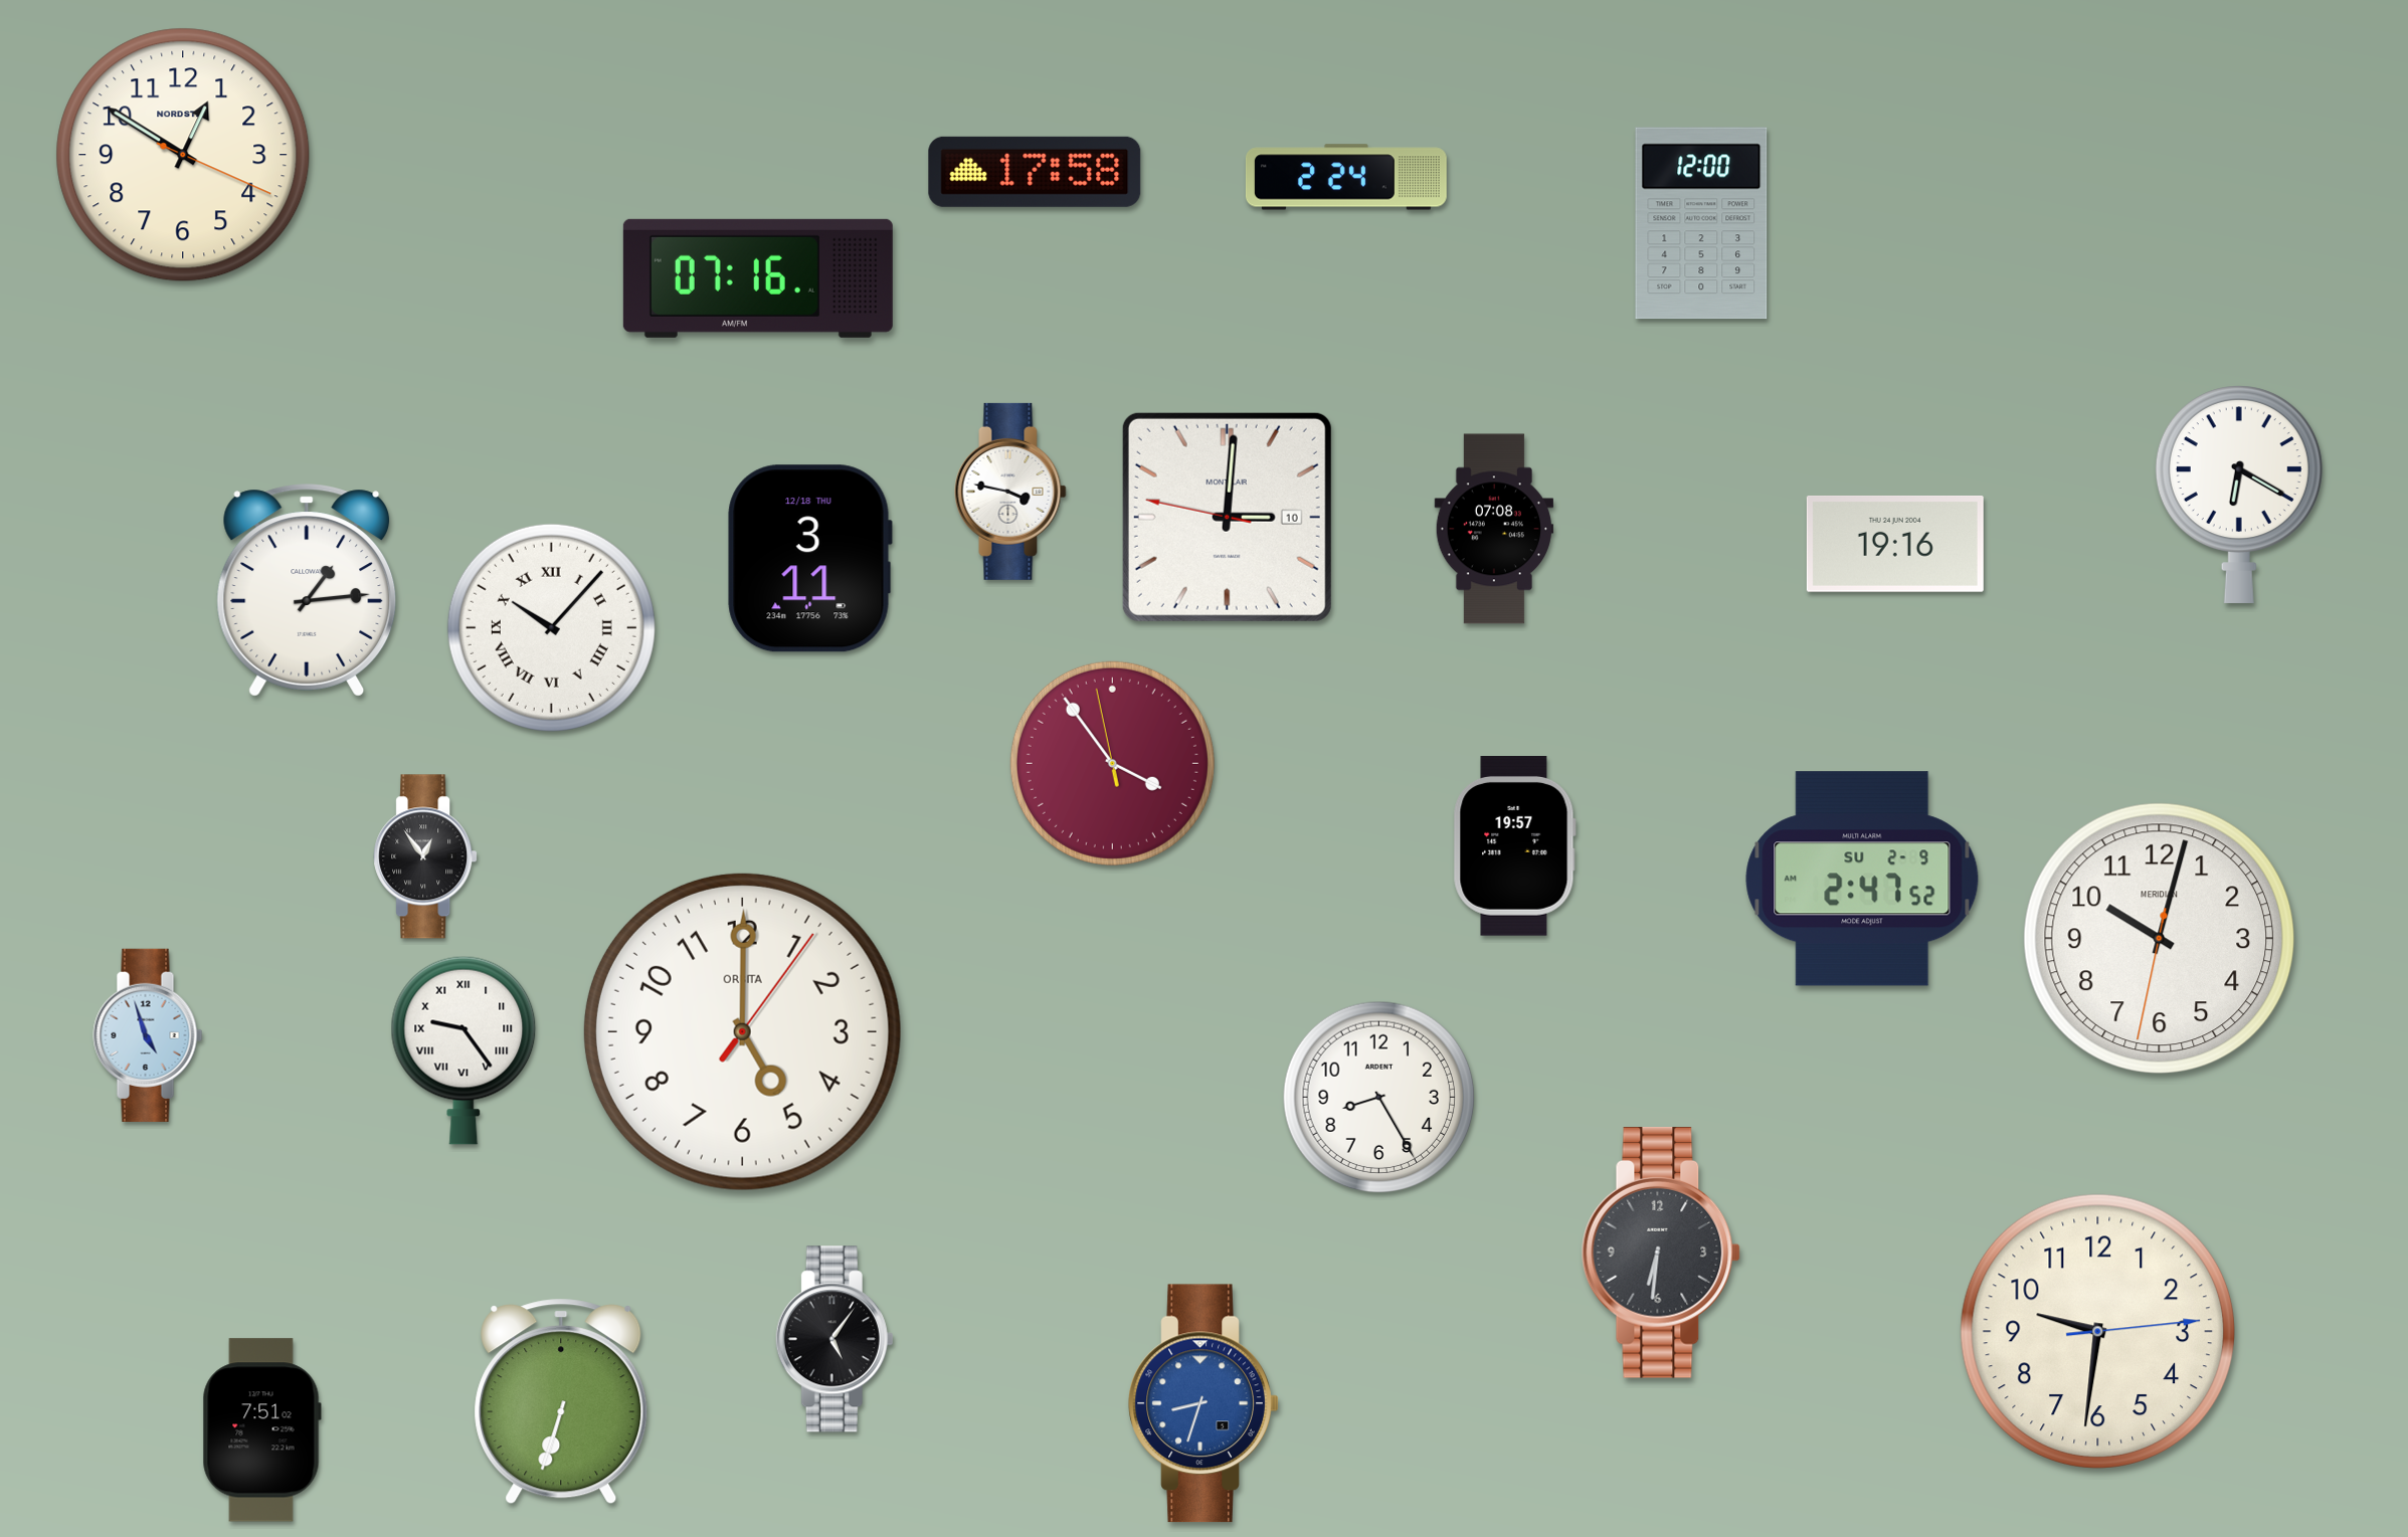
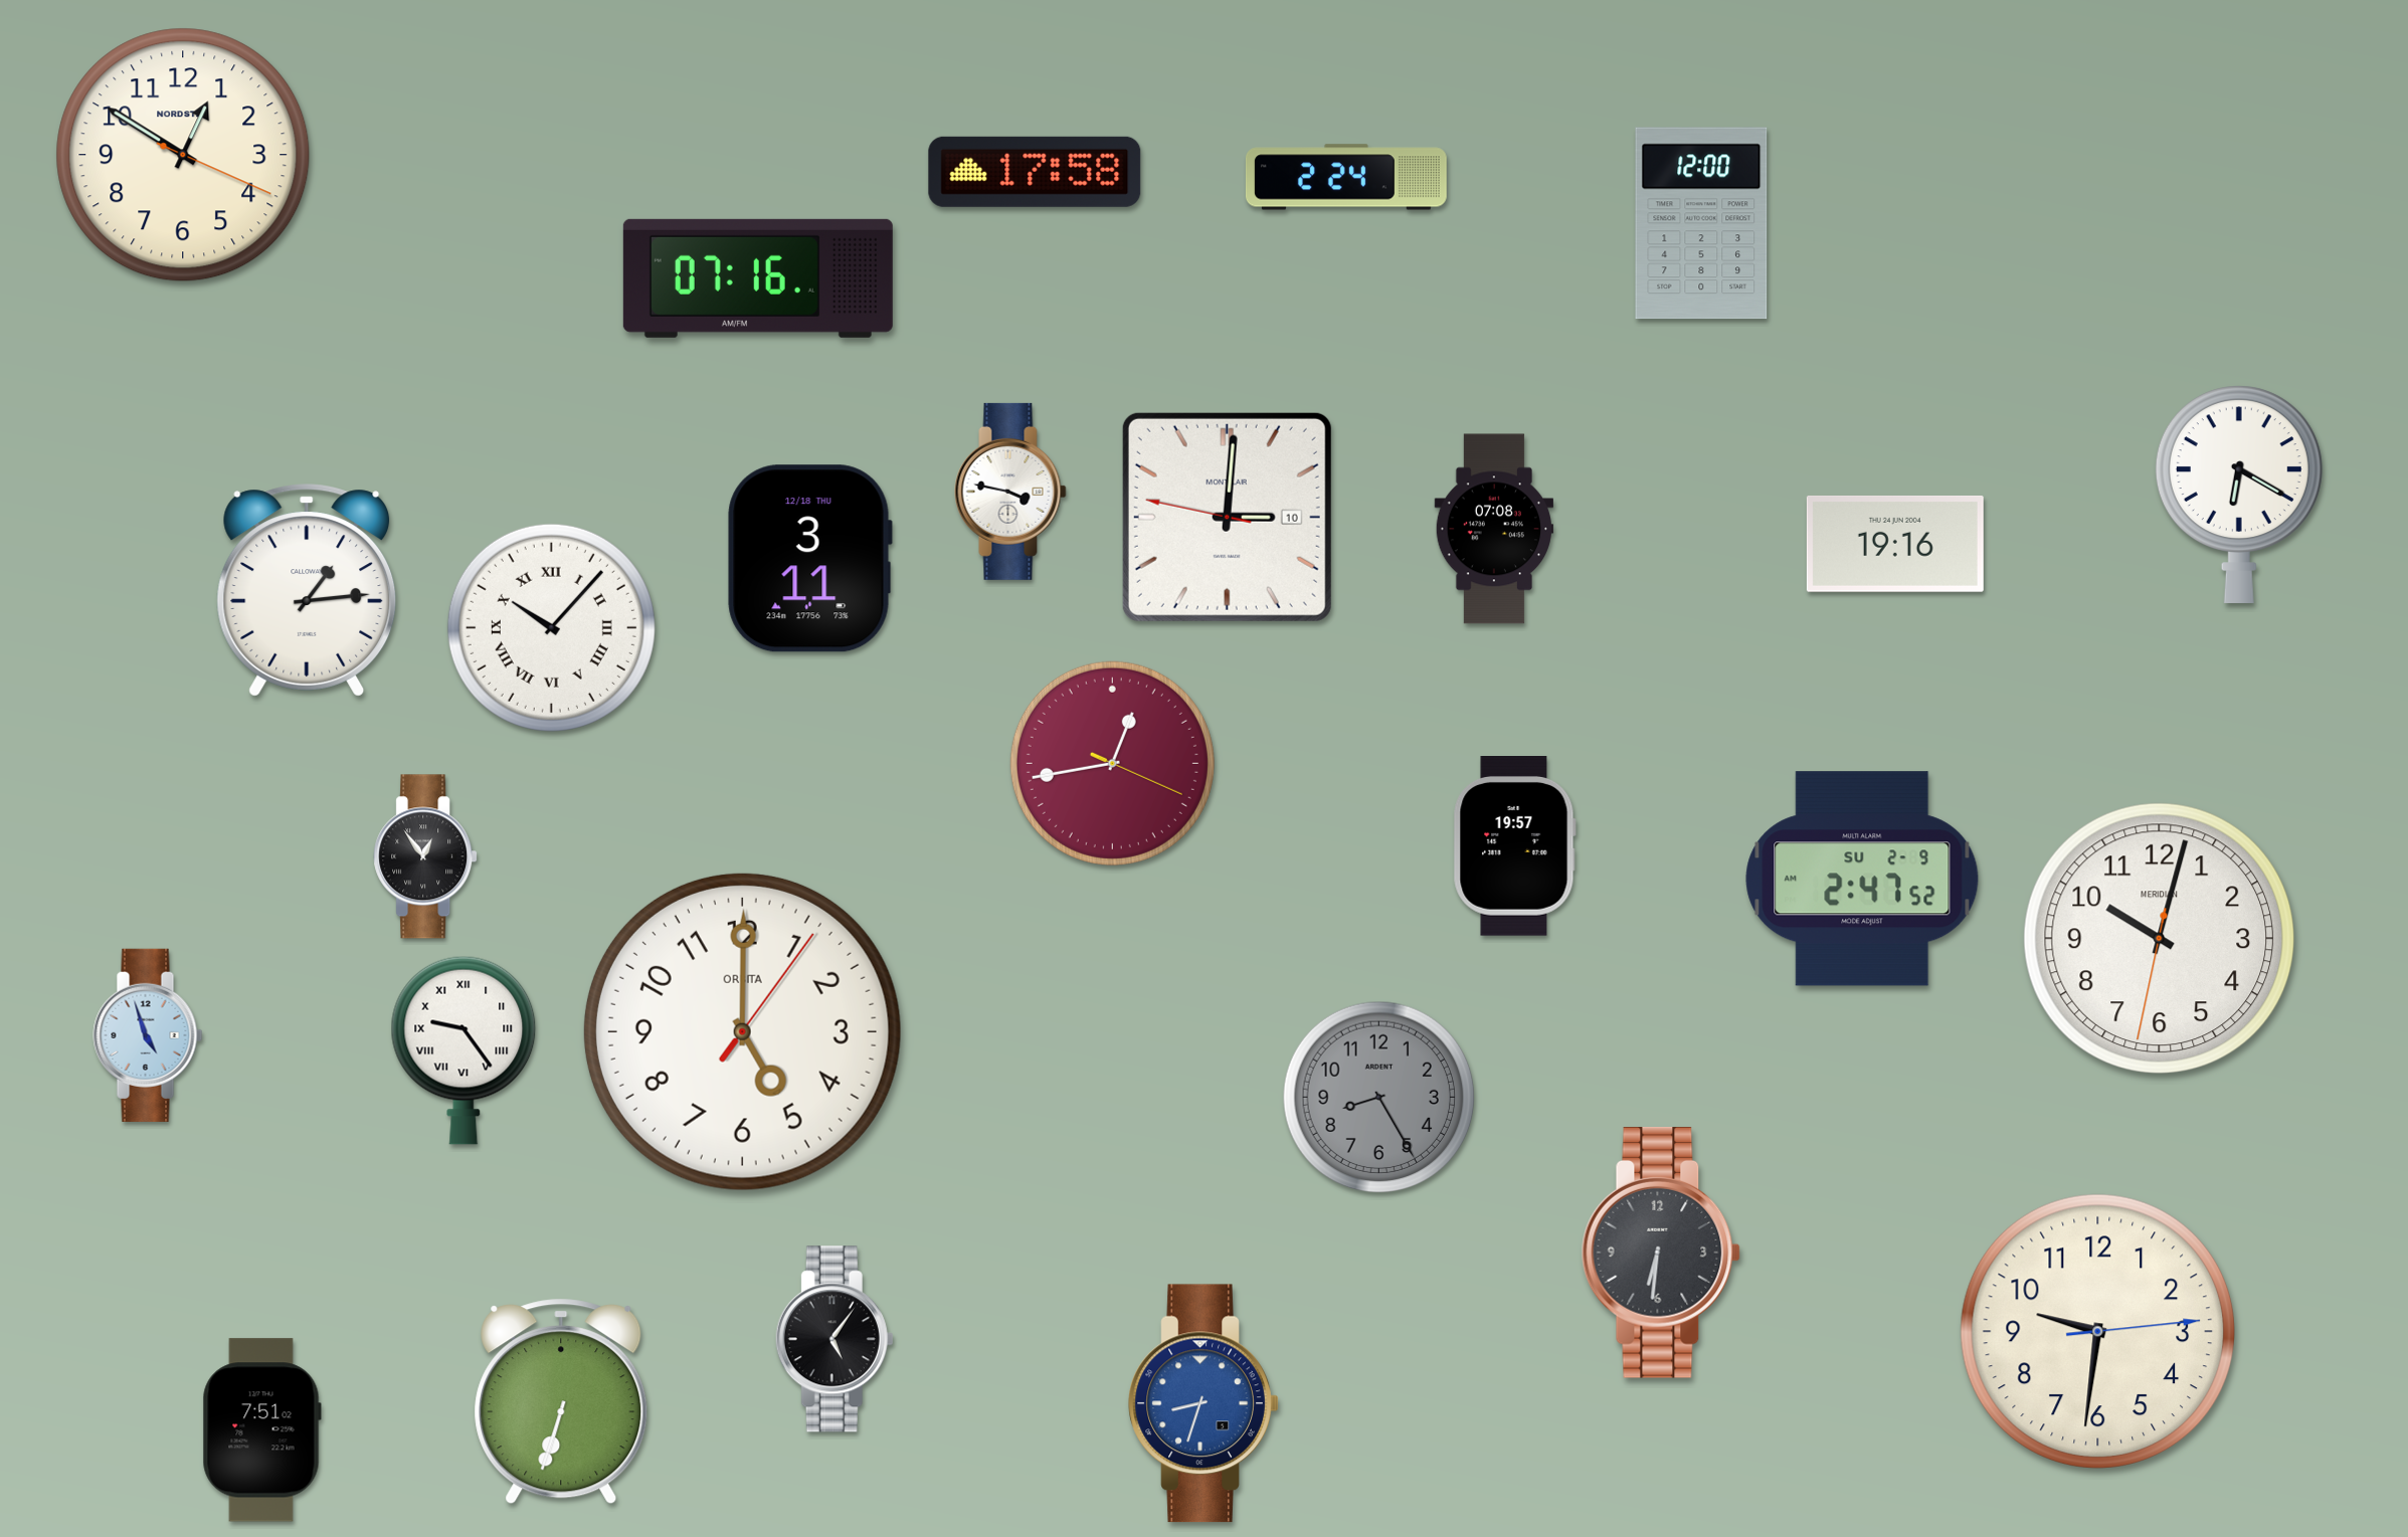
clock at (1112, 763): 3:53 -> 12:43
clock at (1379, 1098) dial: white -> grey
